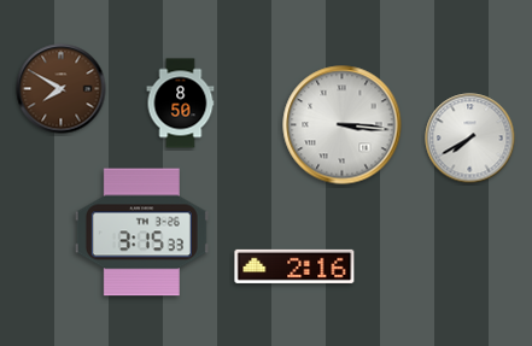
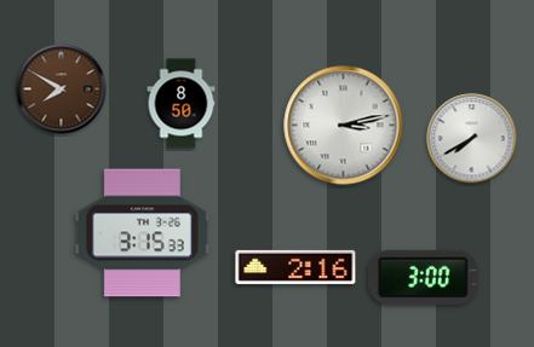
clock at (343, 125): 3:16 -> 3:13
clock at (424, 277): none -> 3:00
